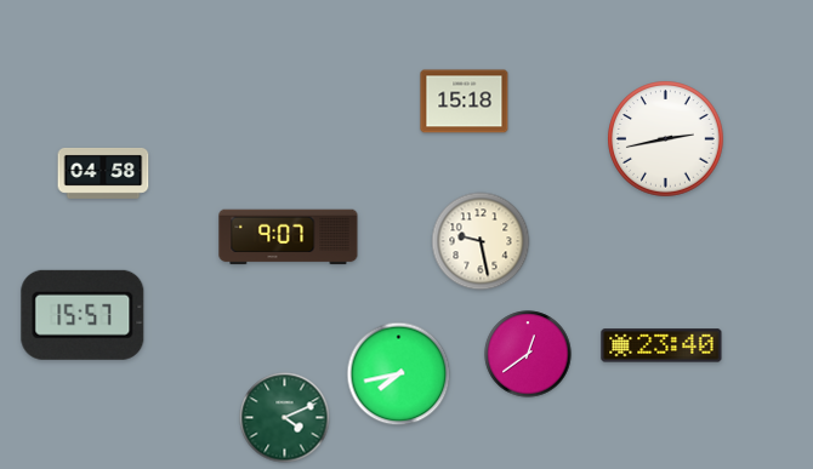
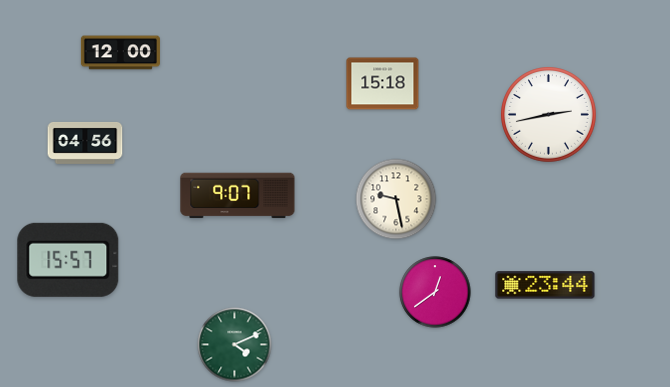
clock at (120, 53): none -> 12:00
clock at (103, 173): 04:58 -> 04:56
clock at (661, 345): 23:40 -> 23:44
clock at (399, 374): 7:43 -> none
